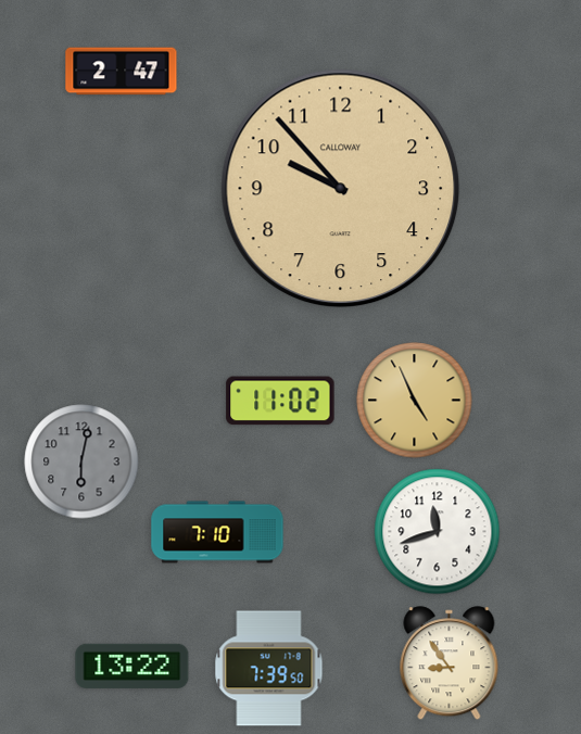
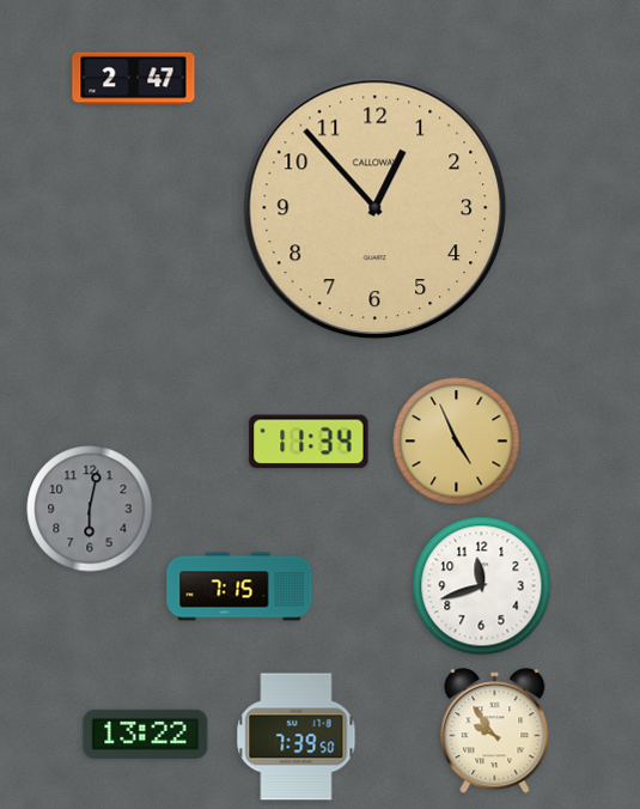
clock at (341, 189): 9:53 -> 12:53
clock at (280, 401): 11:02 -> 11:34
clock at (217, 532): 7:10 -> 7:15
clock at (450, 663): 8:54 -> 9:54
